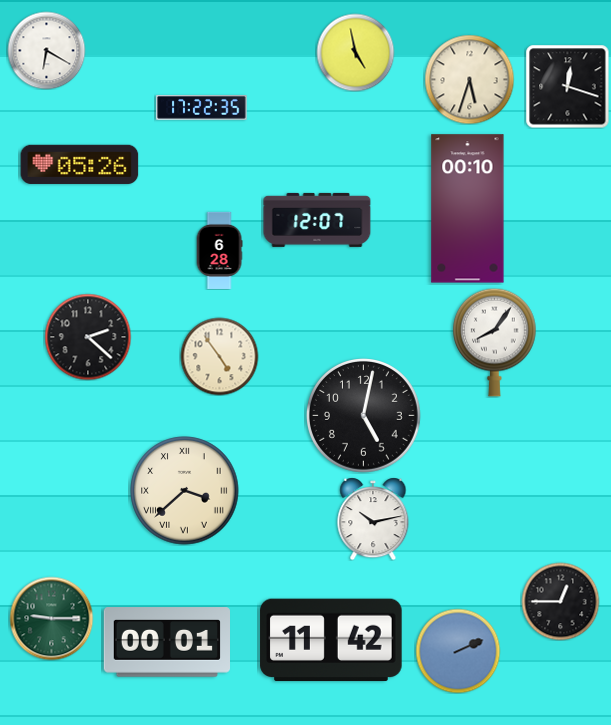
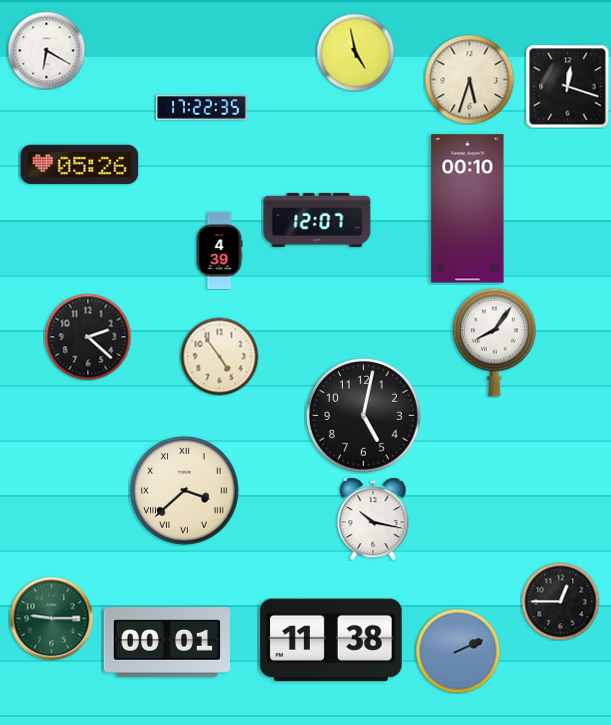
clock at (219, 250): 6:28 -> 4:39
clock at (373, 519): 10:13 -> 10:17
clock at (331, 640): 11:42 -> 11:38
